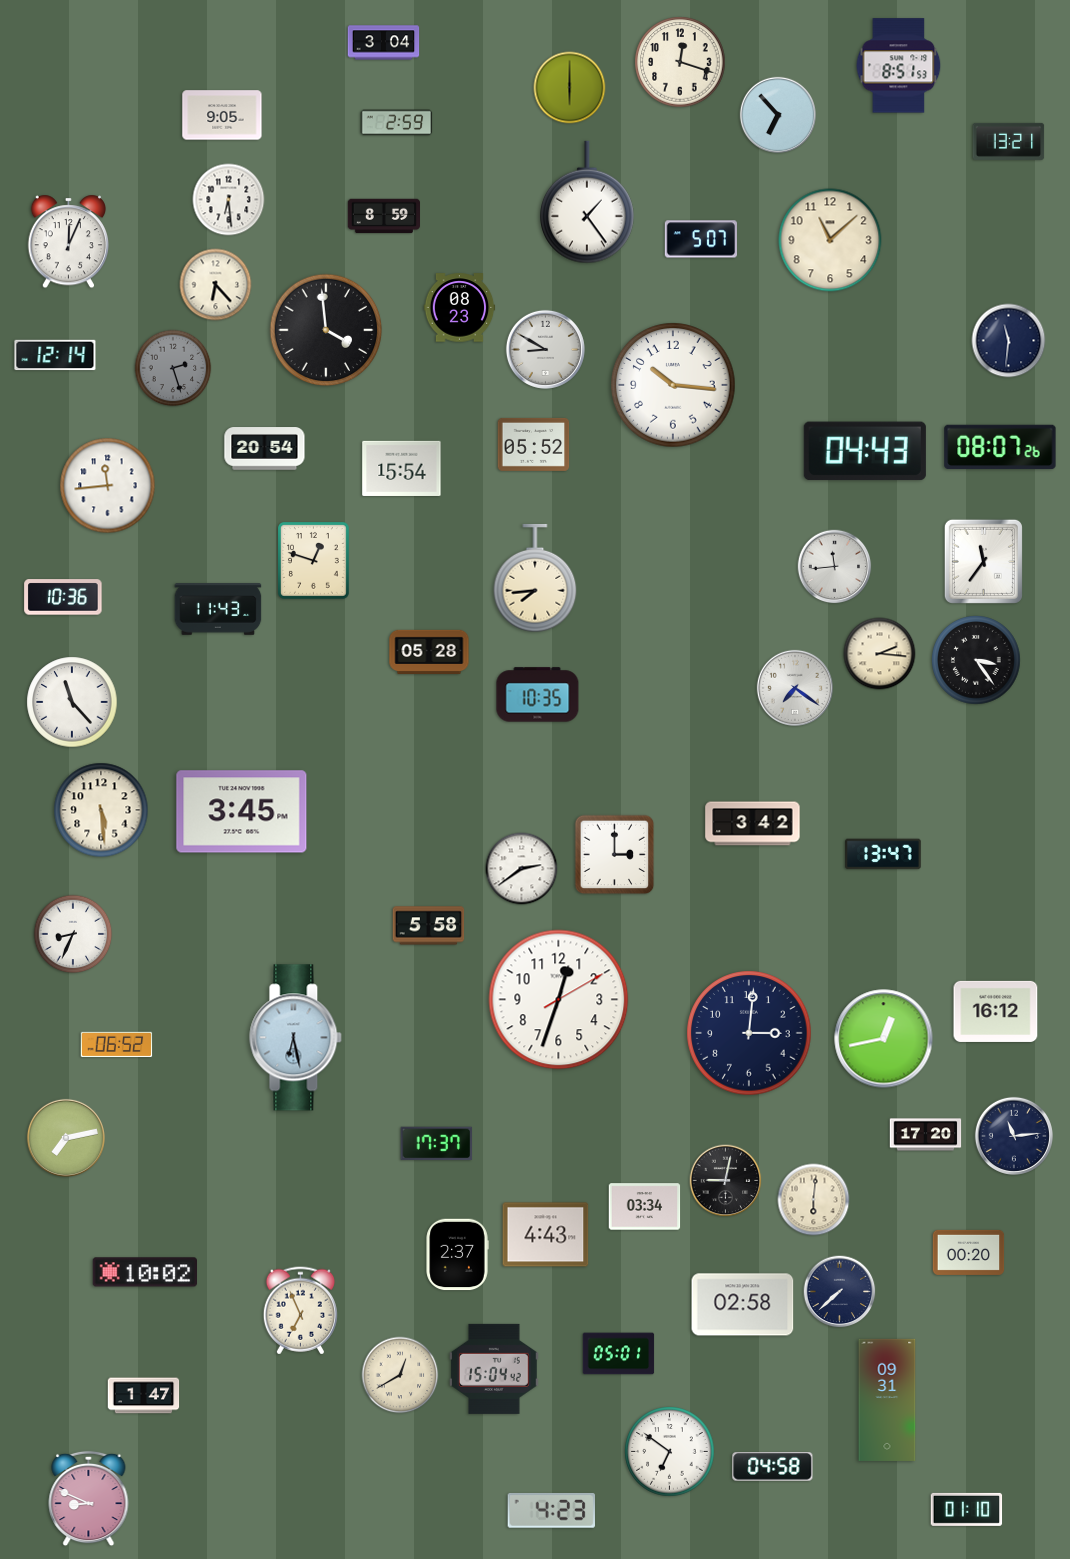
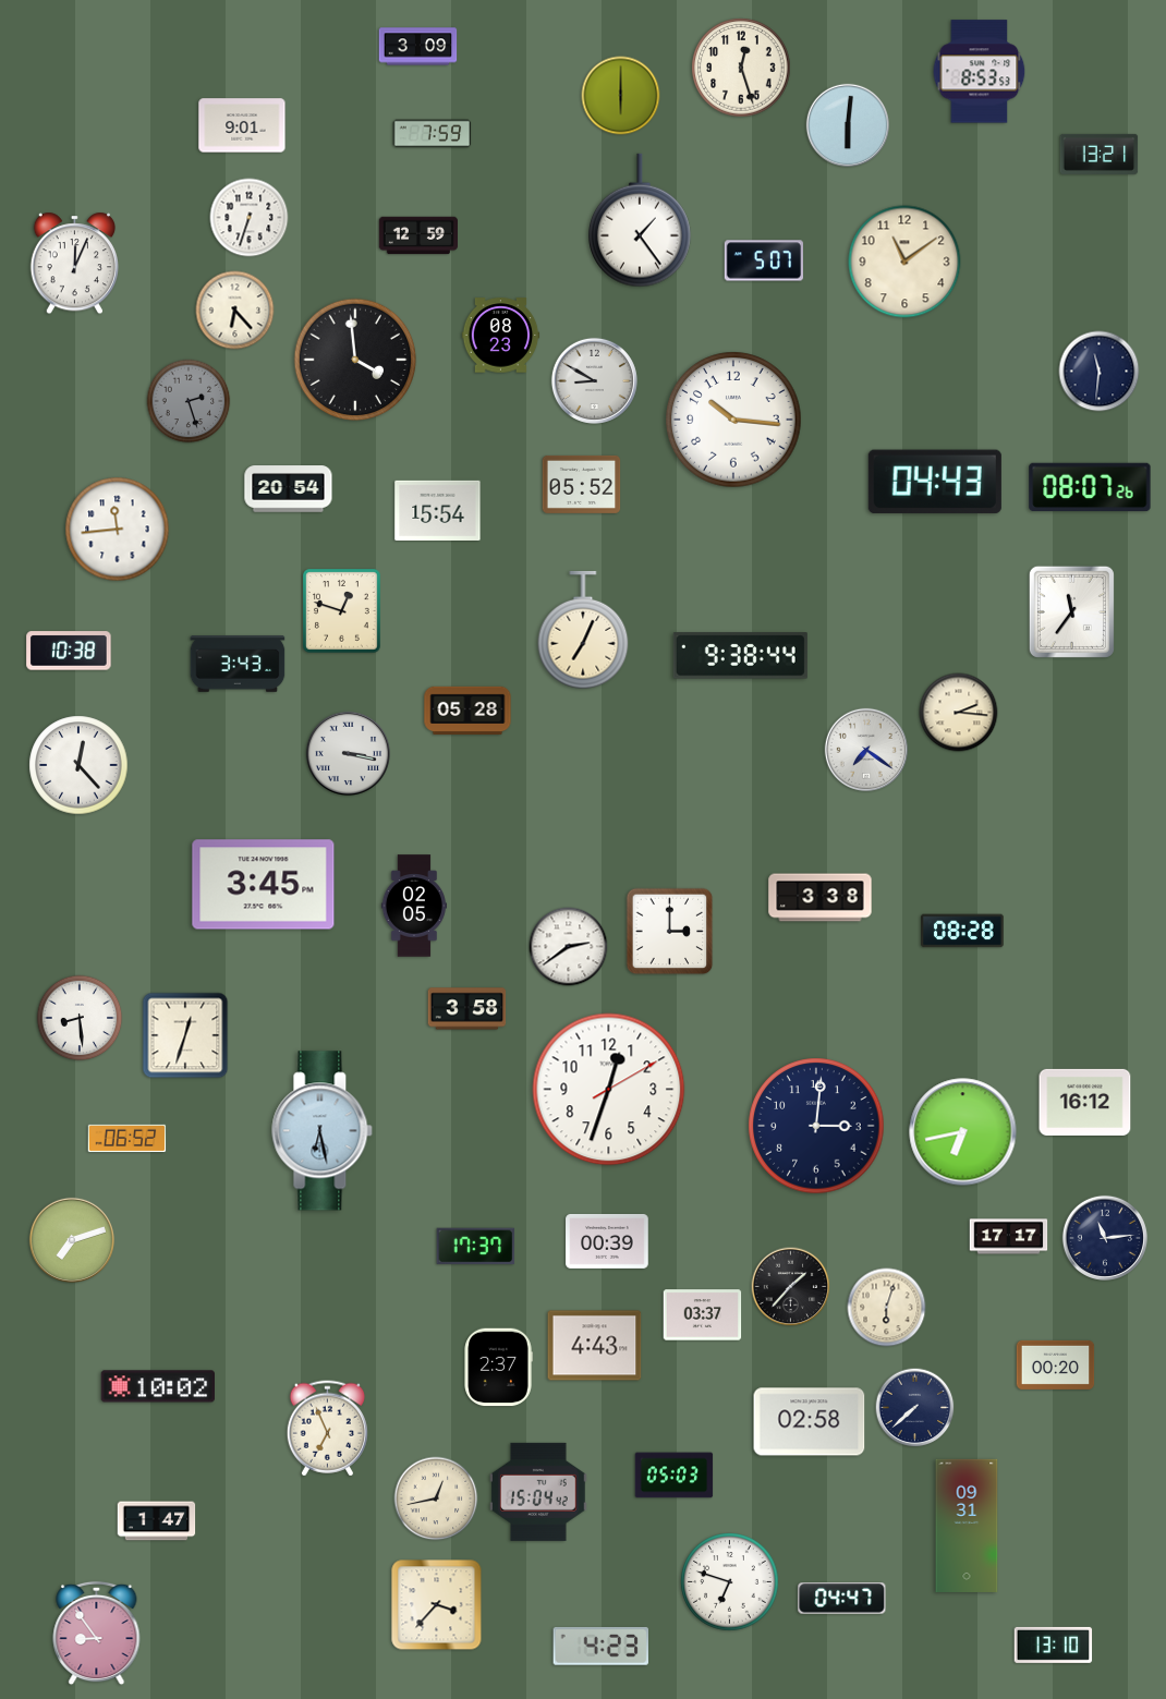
clock at (384, 43): 3:04 -> 3:09
clock at (680, 62): 12:18 -> 12:27
clock at (899, 66): 8:51 -> 8:53
clock at (777, 114): 6:53 -> 6:01
clock at (222, 115): 9:05 -> 9:01
clock at (397, 123): 2:59 -> 7:59
clock at (229, 200): 6:29 -> 6:33
clock at (383, 216): 8:59 -> 12:59
clock at (830, 240): 11:08 -> 11:09
clock at (55, 355): 12:14 -> none
clock at (865, 451) position: (865, 451) -> (935, 482)
clock at (835, 567): 11:44 -> none
clock at (535, 578): 7:44 -> 7:04
clock at (63, 597): 10:36 -> 10:38
clock at (740, 656): none -> 9:38
clock at (218, 609): 11:43 -> 3:43
clock at (976, 660): 3:24 -> none
clock at (348, 753): none -> 3:17
clock at (538, 695): 10:35 -> none
clock at (72, 702): 11:23 -> 12:23
clock at (101, 810): 5:29 -> none
clock at (753, 824): 3:42 -> 3:38
clock at (413, 906): none -> 02:05
clock at (883, 854): 13:47 -> 08:28
clock at (429, 926): 5:58 -> 3:58
clock at (73, 934): 8:34 -> 8:29
clock at (185, 1035): none -> 12:33
clock at (884, 1039): 12:43 -> 6:43
clock at (926, 1135): 17:20 -> 17:17
clock at (66, 1138): 7:13 -> 7:12
clock at (607, 1241): none -> 00:39
clock at (726, 1181): 9:02 -> 1:37
clock at (814, 1200): 6:01 -> 6:03
clock at (645, 1207): 03:34 -> 03:37
clock at (619, 1354): 05:01 -> 05:03
clock at (400, 1375): 12:40 -> 12:43
clock at (670, 1452): 6:51 -> 6:48
clock at (773, 1467): 04:58 -> 04:47
clock at (437, 1605): none -> 3:37
clock at (89, 1499): 8:49 -> 8:54
clock at (967, 1509): 01:10 -> 13:10
